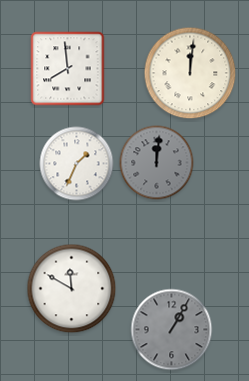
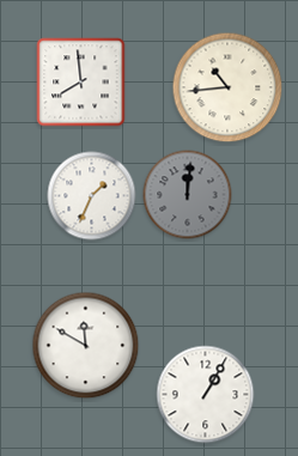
clock at (190, 73): 12:01 -> 10:44
clock at (172, 330) dial: grey -> white
